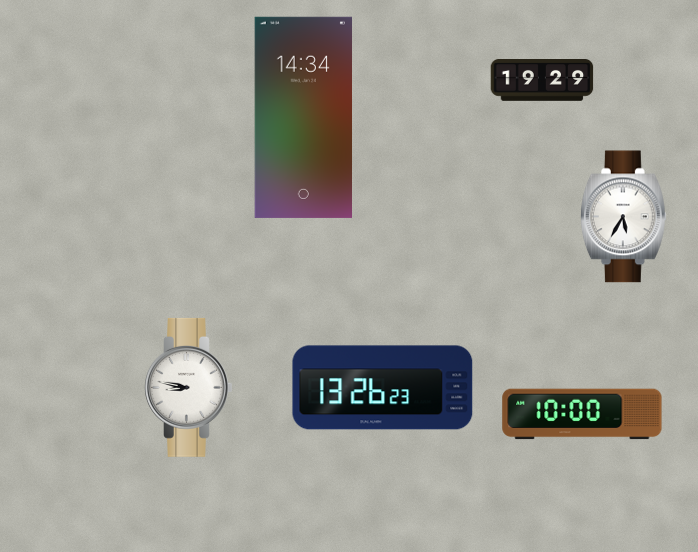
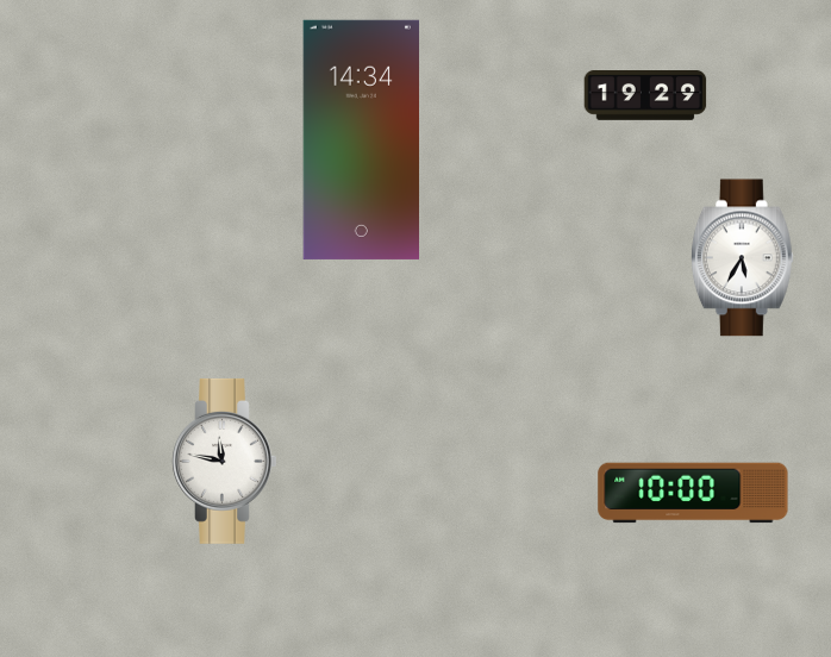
clock at (189, 387): 8:47 -> 11:47
clock at (383, 388): 13:26 -> none
